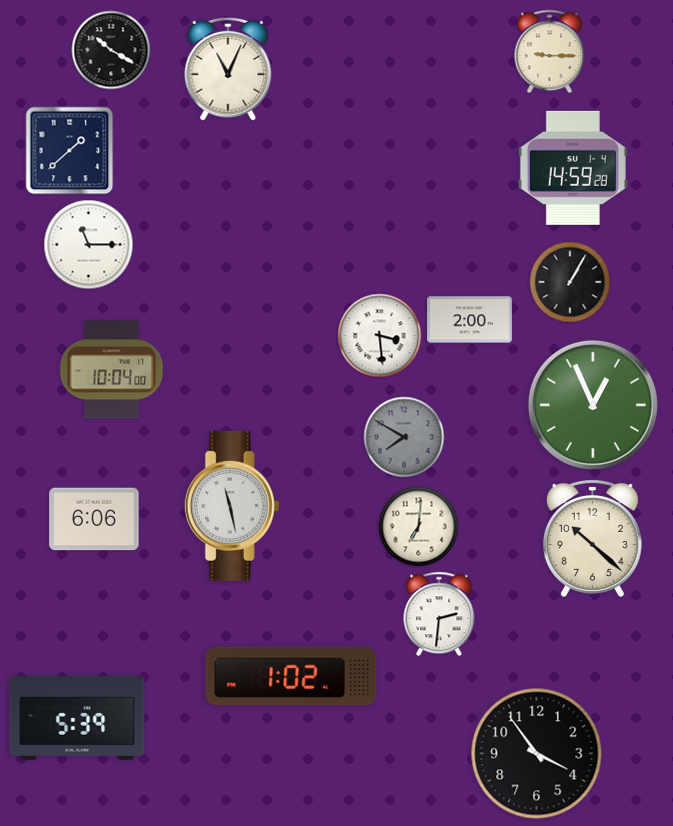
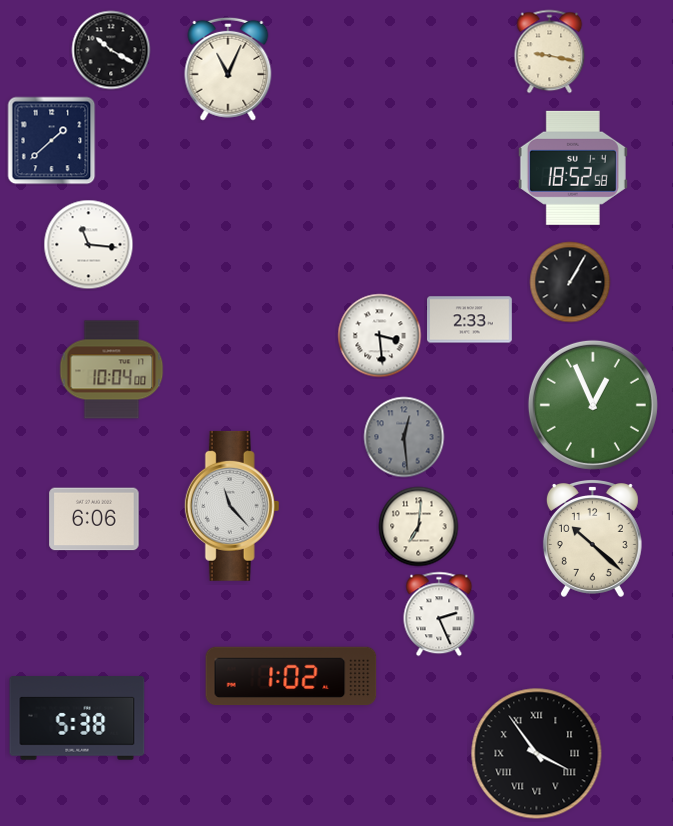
clock at (550, 52): 9:15 -> 9:17
clock at (70, 151) position: (70, 151) -> (52, 141)
clock at (573, 168): 14:59 -> 18:52
clock at (89, 245): 11:15 -> 11:16
clock at (470, 320): 2:00 -> 2:33
clock at (404, 437): 7:50 -> 12:29
clock at (232, 506): 11:28 -> 11:23
clock at (439, 614): 2:31 -> 2:26
clock at (77, 718): 5:39 -> 5:38
clock at (537, 754) numerals: Arabic -> Roman
